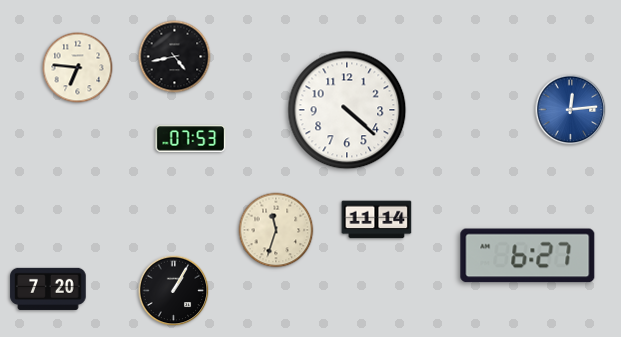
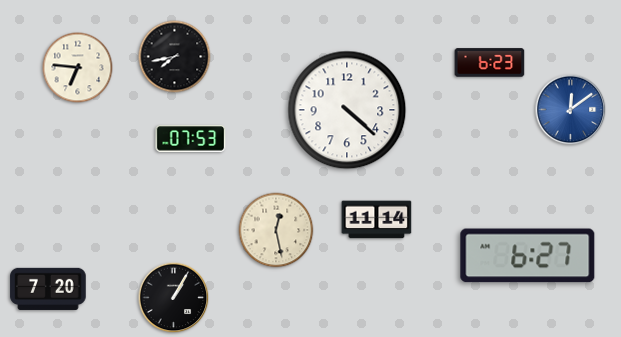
clock at (175, 57): 4:43 -> 7:43
clock at (490, 63): none -> 6:23
clock at (571, 110): 12:14 -> 12:09
clock at (276, 230): 11:33 -> 12:28
clock at (174, 291) position: (174, 291) -> (174, 298)
